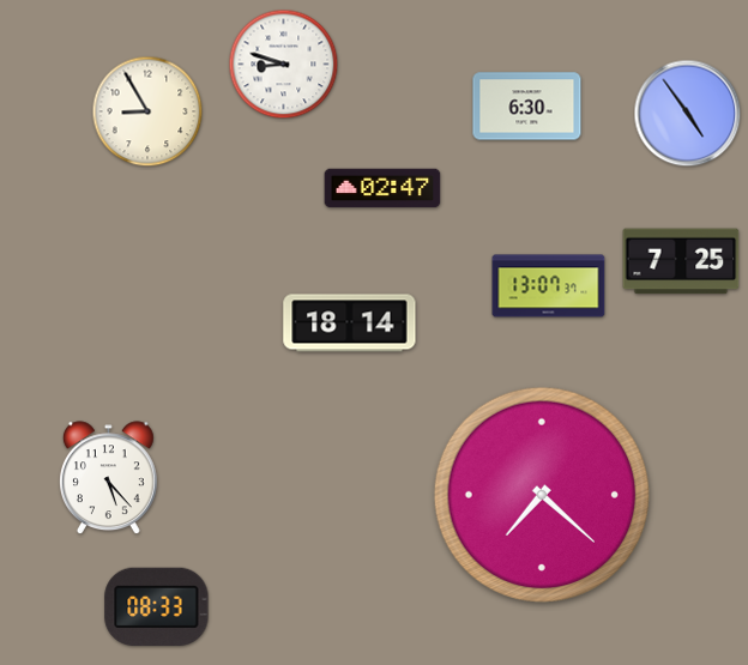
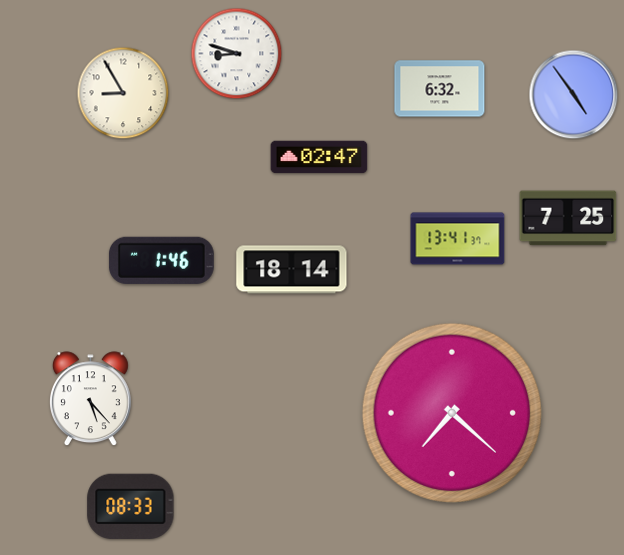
clock at (527, 107): 6:30 -> 6:32
clock at (549, 286): 13:07 -> 13:41
clock at (161, 260): none -> 1:46
